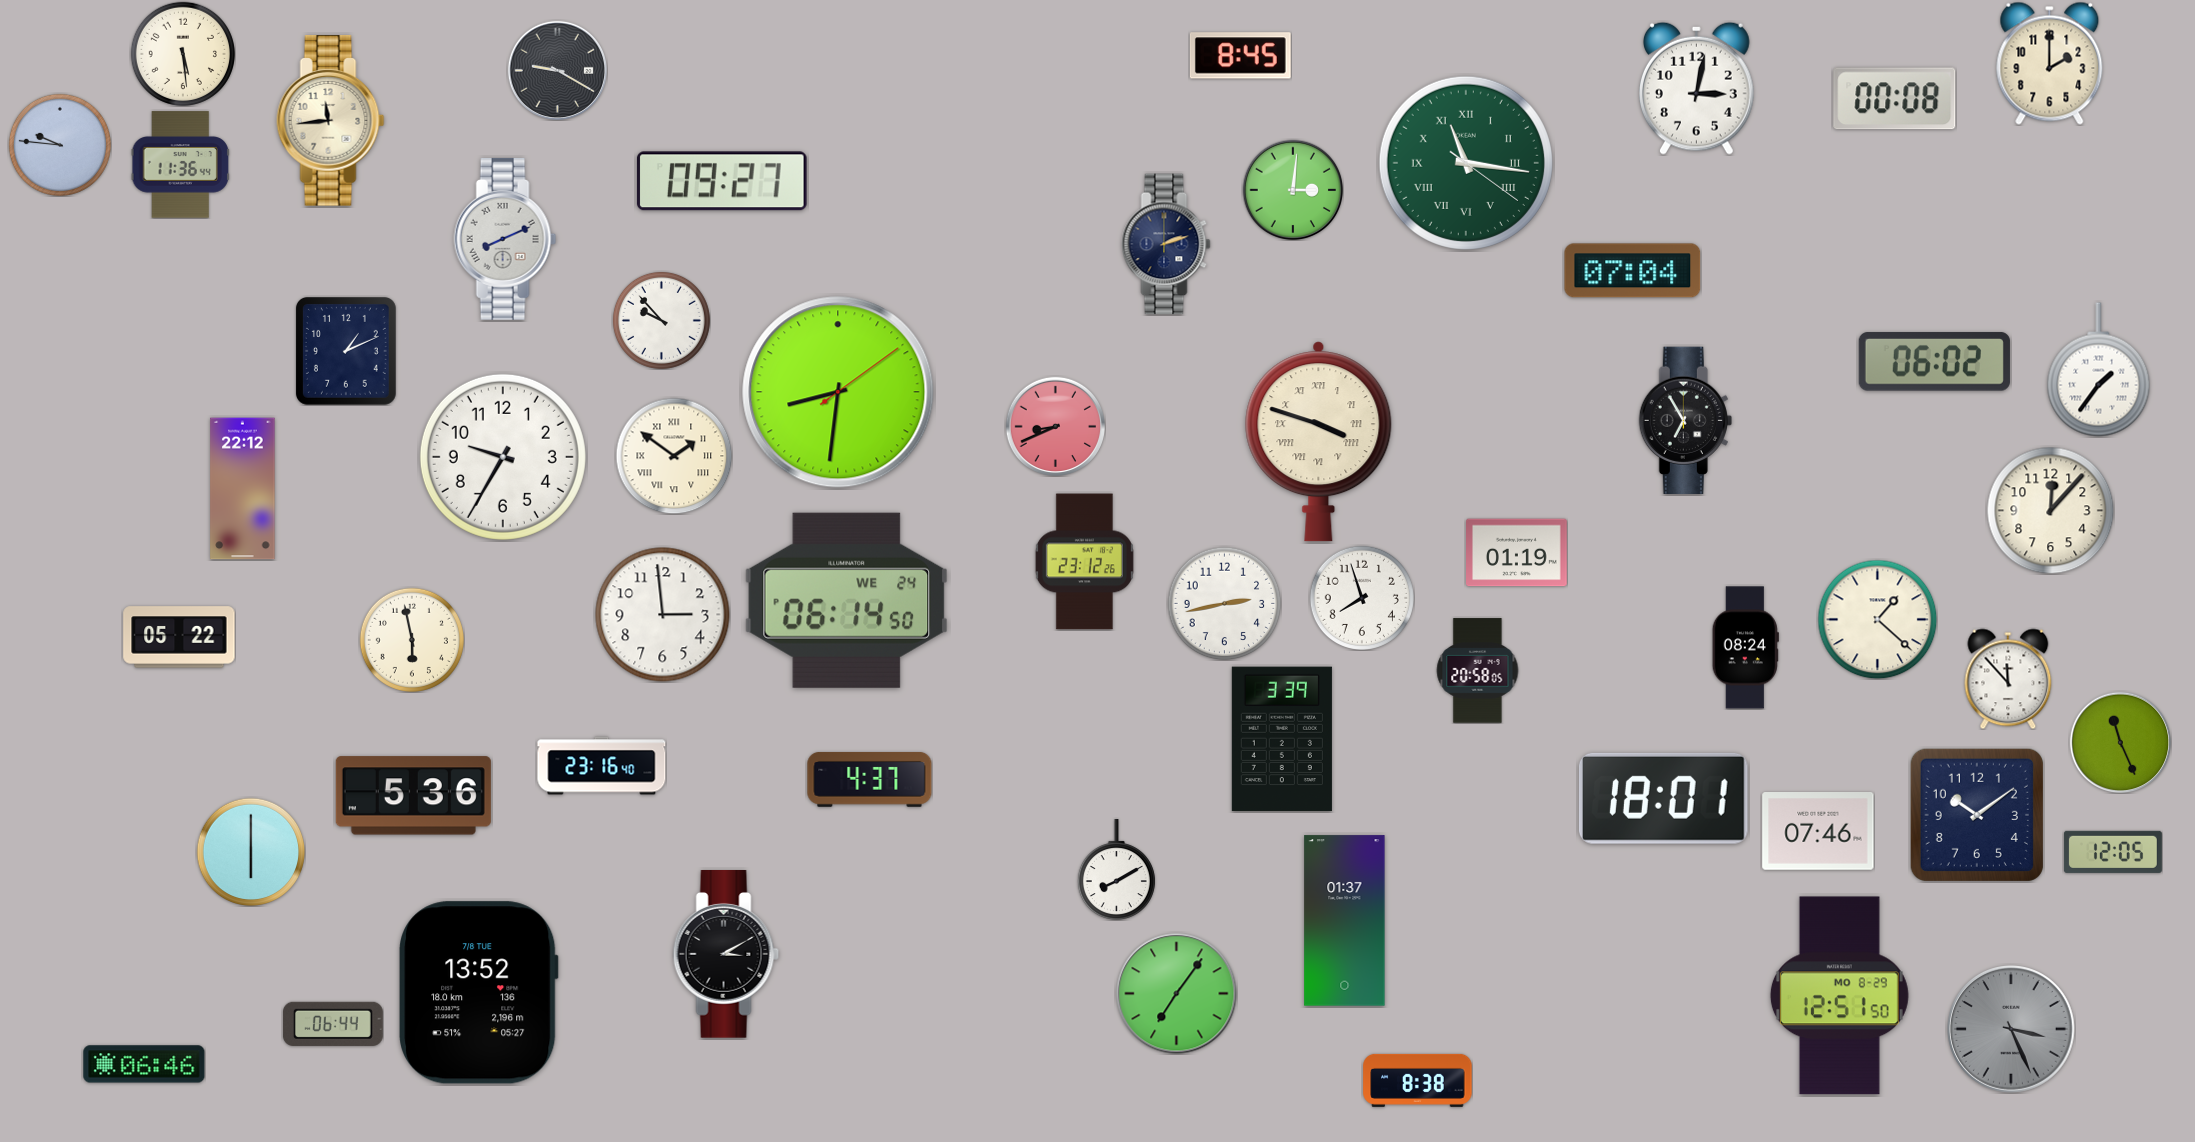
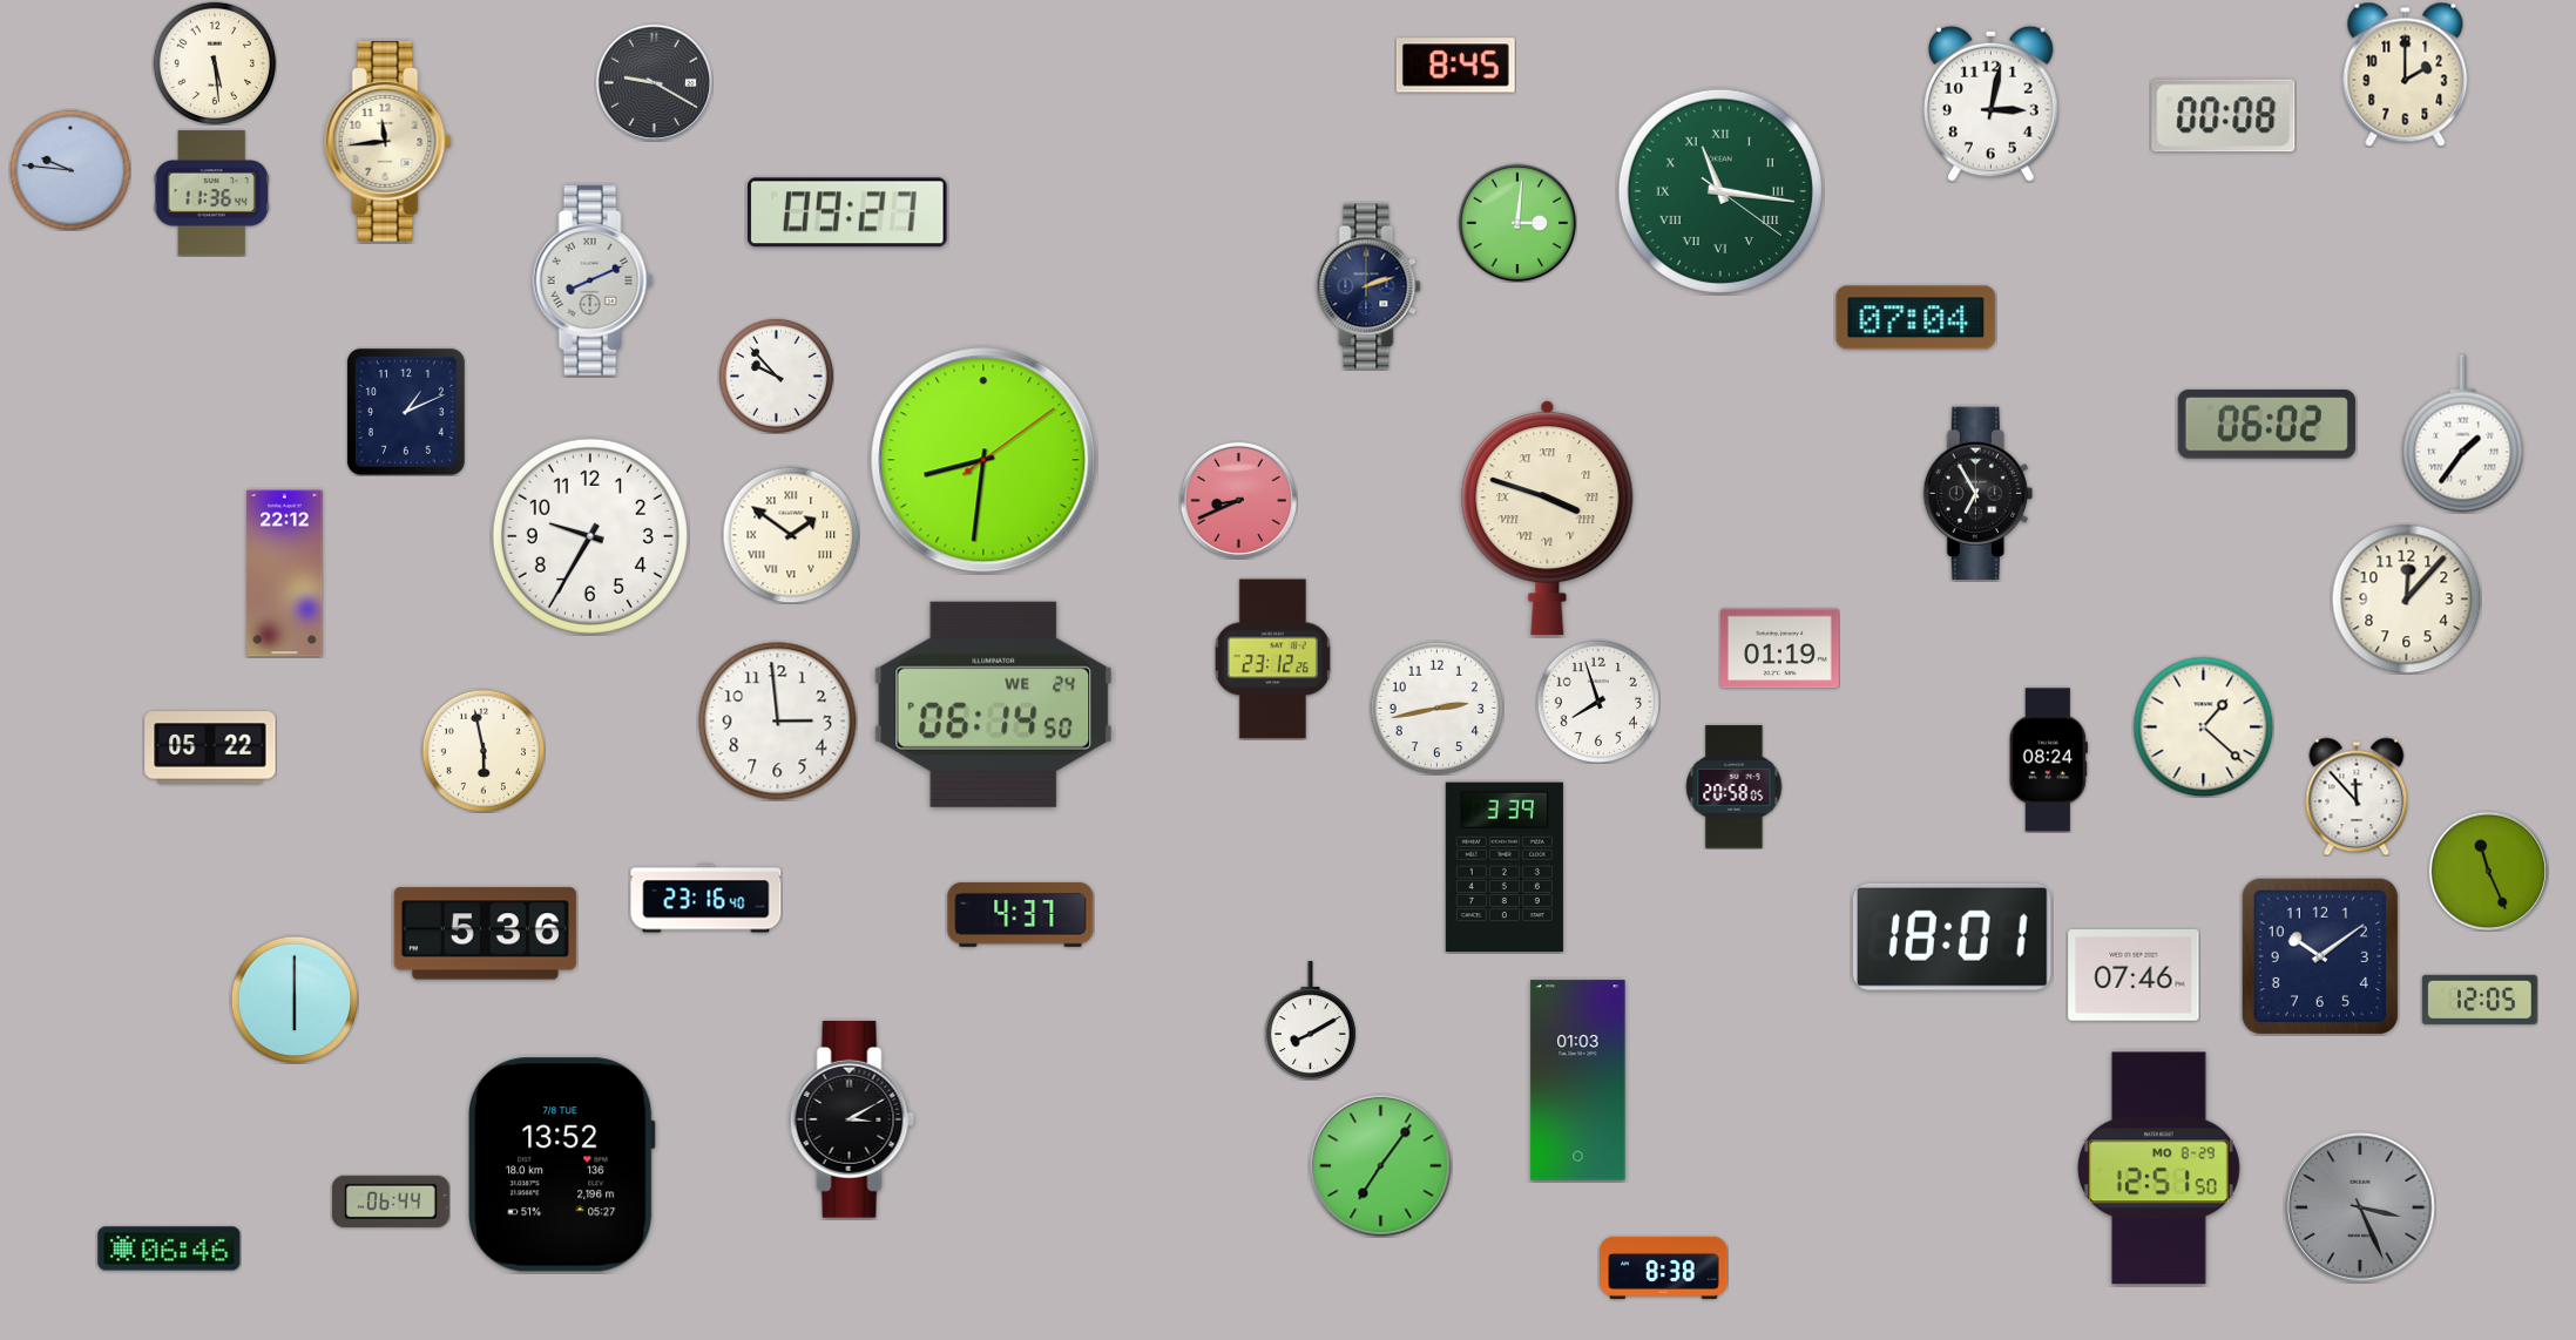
clock at (1934, 362) position: (1934, 362) -> (2266, 425)
clock at (1345, 921): 01:37 -> 01:03
